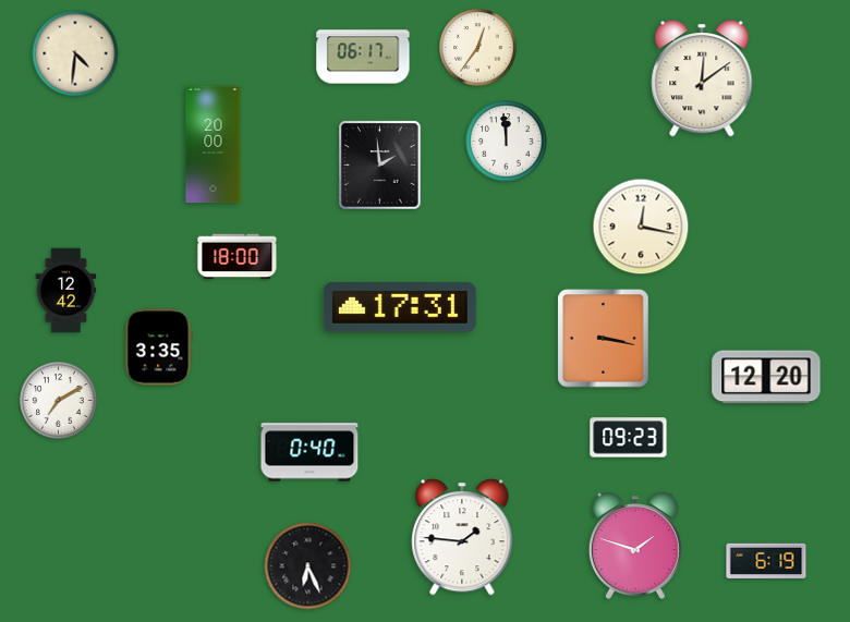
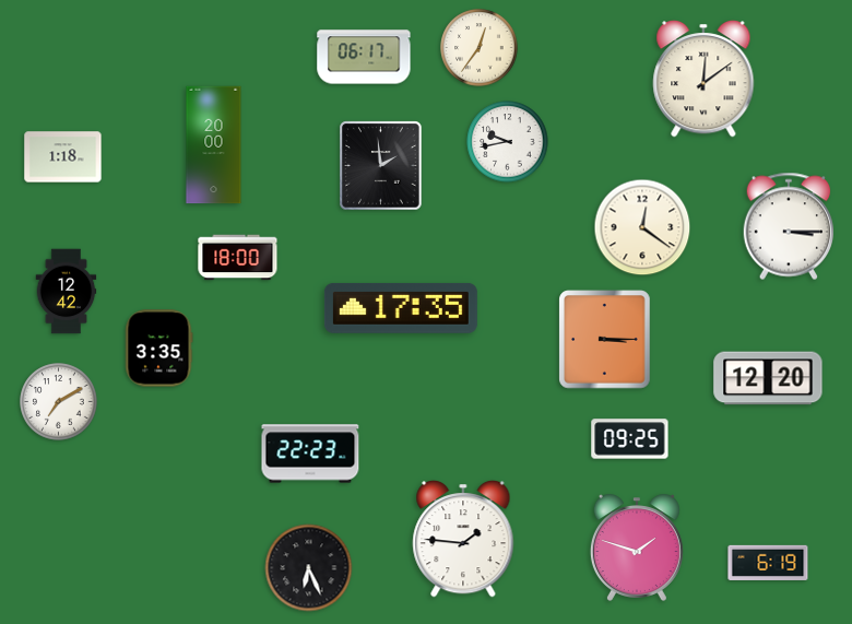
clock at (75, 53): 4:31 -> none
clock at (507, 142): 11:59 -> 9:43
clock at (63, 157): none -> 1:18
clock at (788, 226): none -> 3:15
clock at (641, 227): 12:17 -> 12:21
clock at (400, 307): 17:31 -> 17:35
clock at (604, 339): 3:17 -> 3:15
clock at (629, 438): 09:23 -> 09:25
clock at (309, 452): 0:40 -> 22:23
